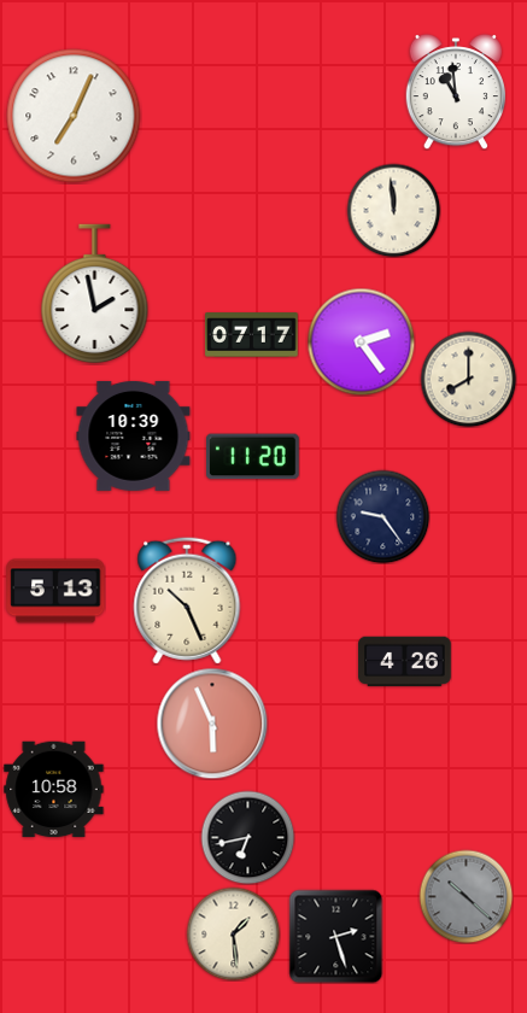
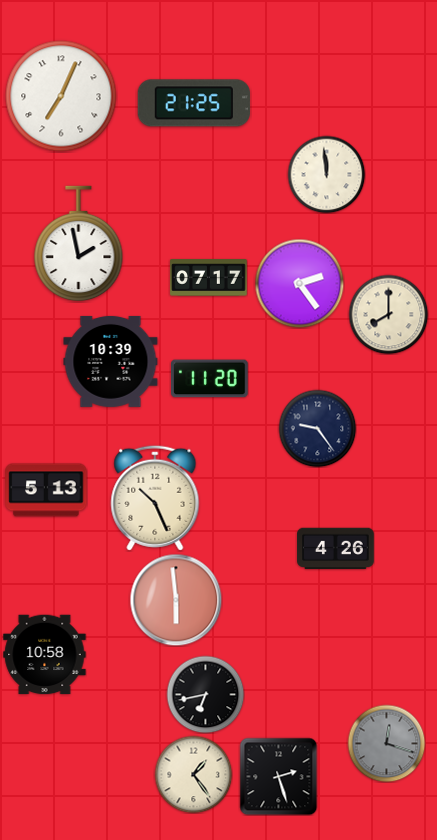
clock at (455, 93): 10:59 -> none
clock at (194, 103): none -> 21:25
clock at (212, 724): 5:56 -> 5:59
clock at (465, 896): 10:22 -> 12:18
clock at (233, 933): 1:29 -> 1:24
